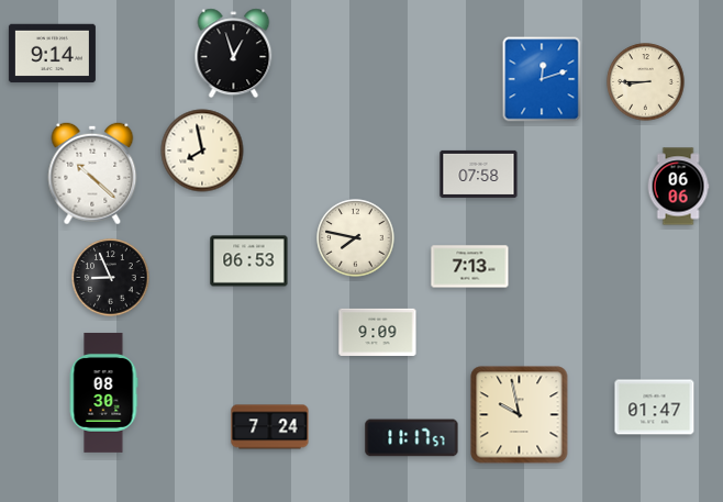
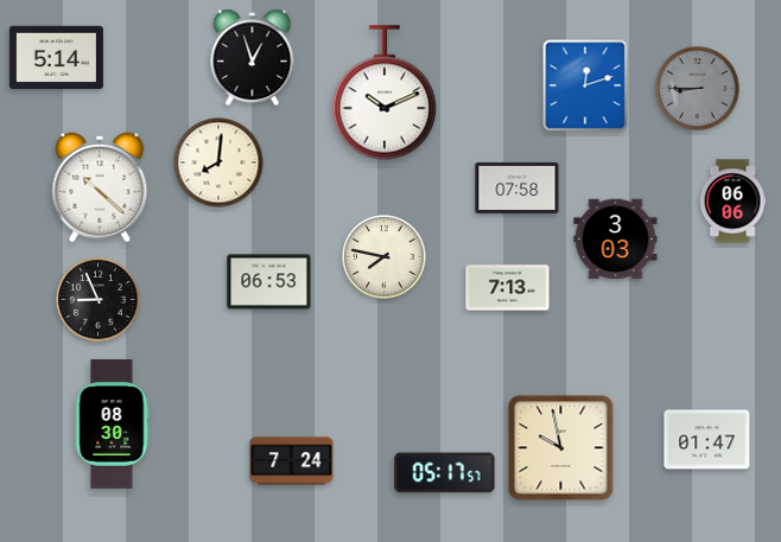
clock at (52, 54): 9:14 -> 5:14
clock at (646, 82) dial: cream -> grey
clock at (383, 93): none -> 10:11
clock at (202, 150): 7:58 -> 8:01
clock at (616, 240): none -> 3:03
clock at (111, 278) position: (111, 278) -> (99, 300)
clock at (378, 332): 9:09 -> none
clock at (412, 438): 11:17 -> 05:17
